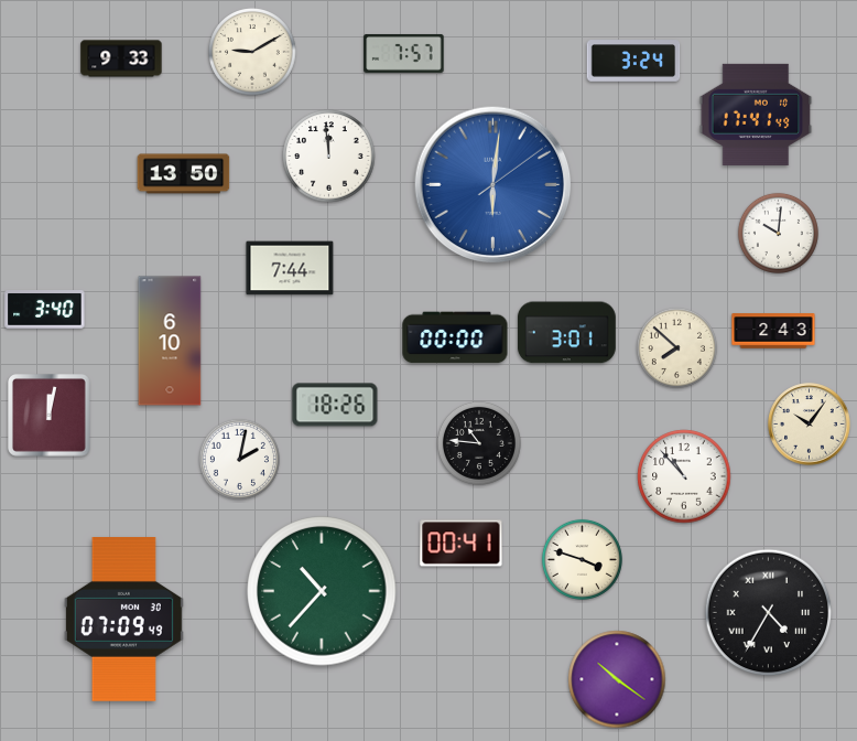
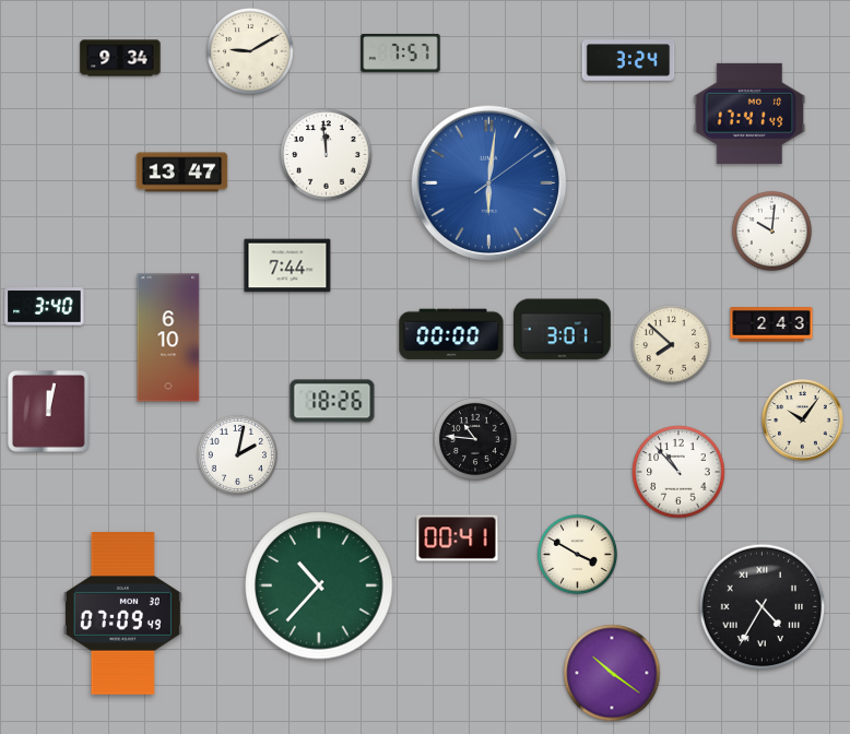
clock at (121, 58): 9:33 -> 9:34
clock at (184, 174): 13:50 -> 13:47
clock at (773, 331) position: (773, 331) -> (771, 324)
clock at (582, 559): 3:48 -> 3:50
